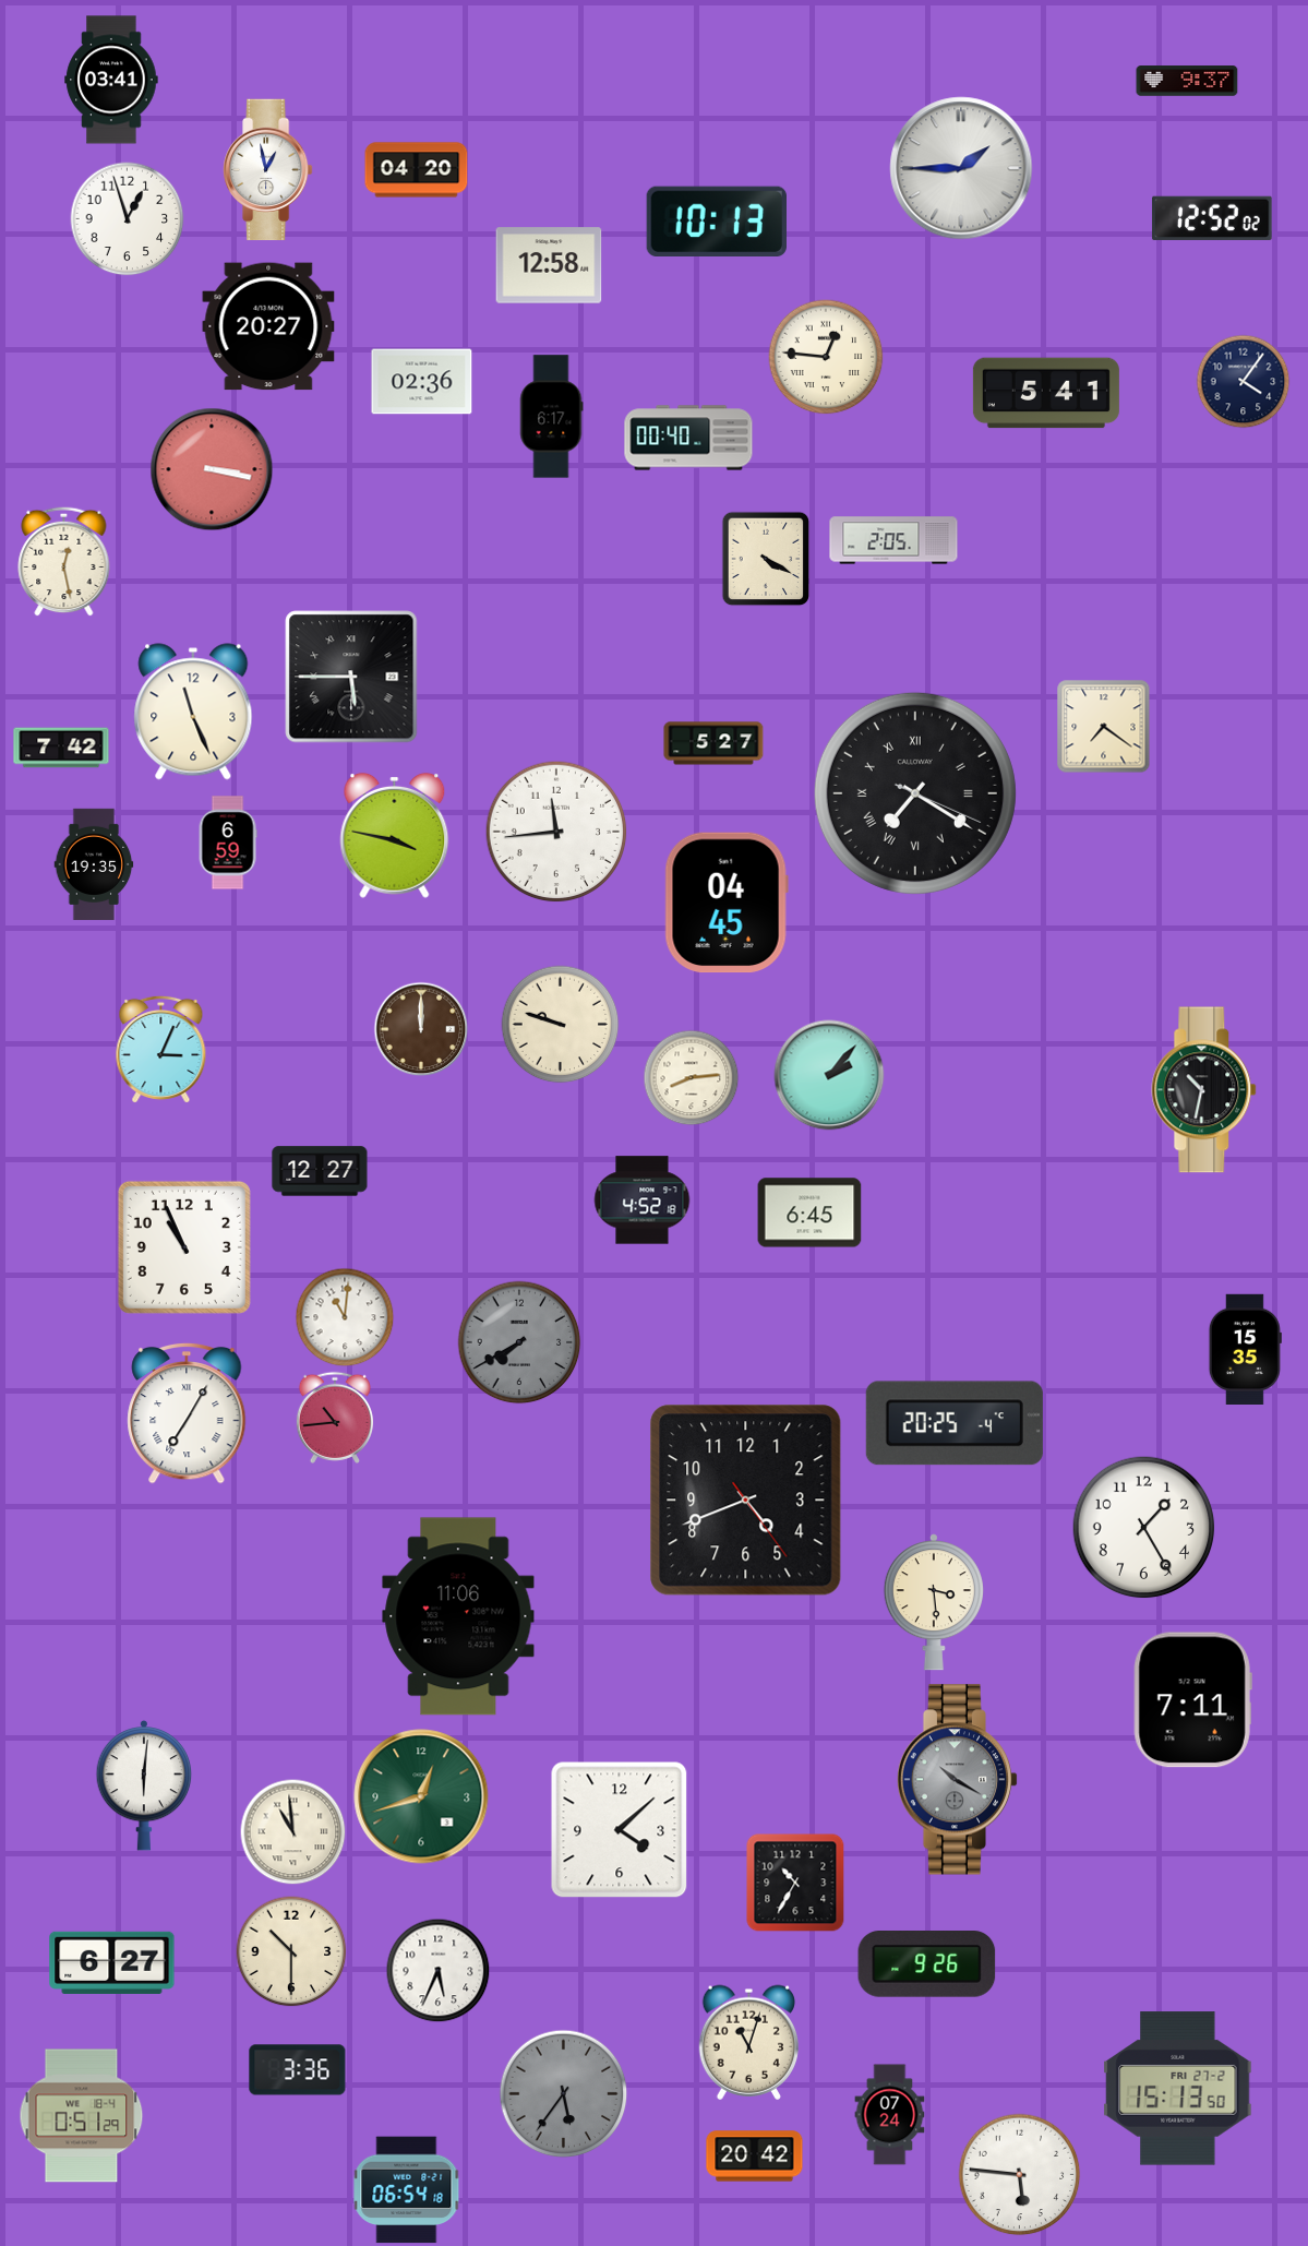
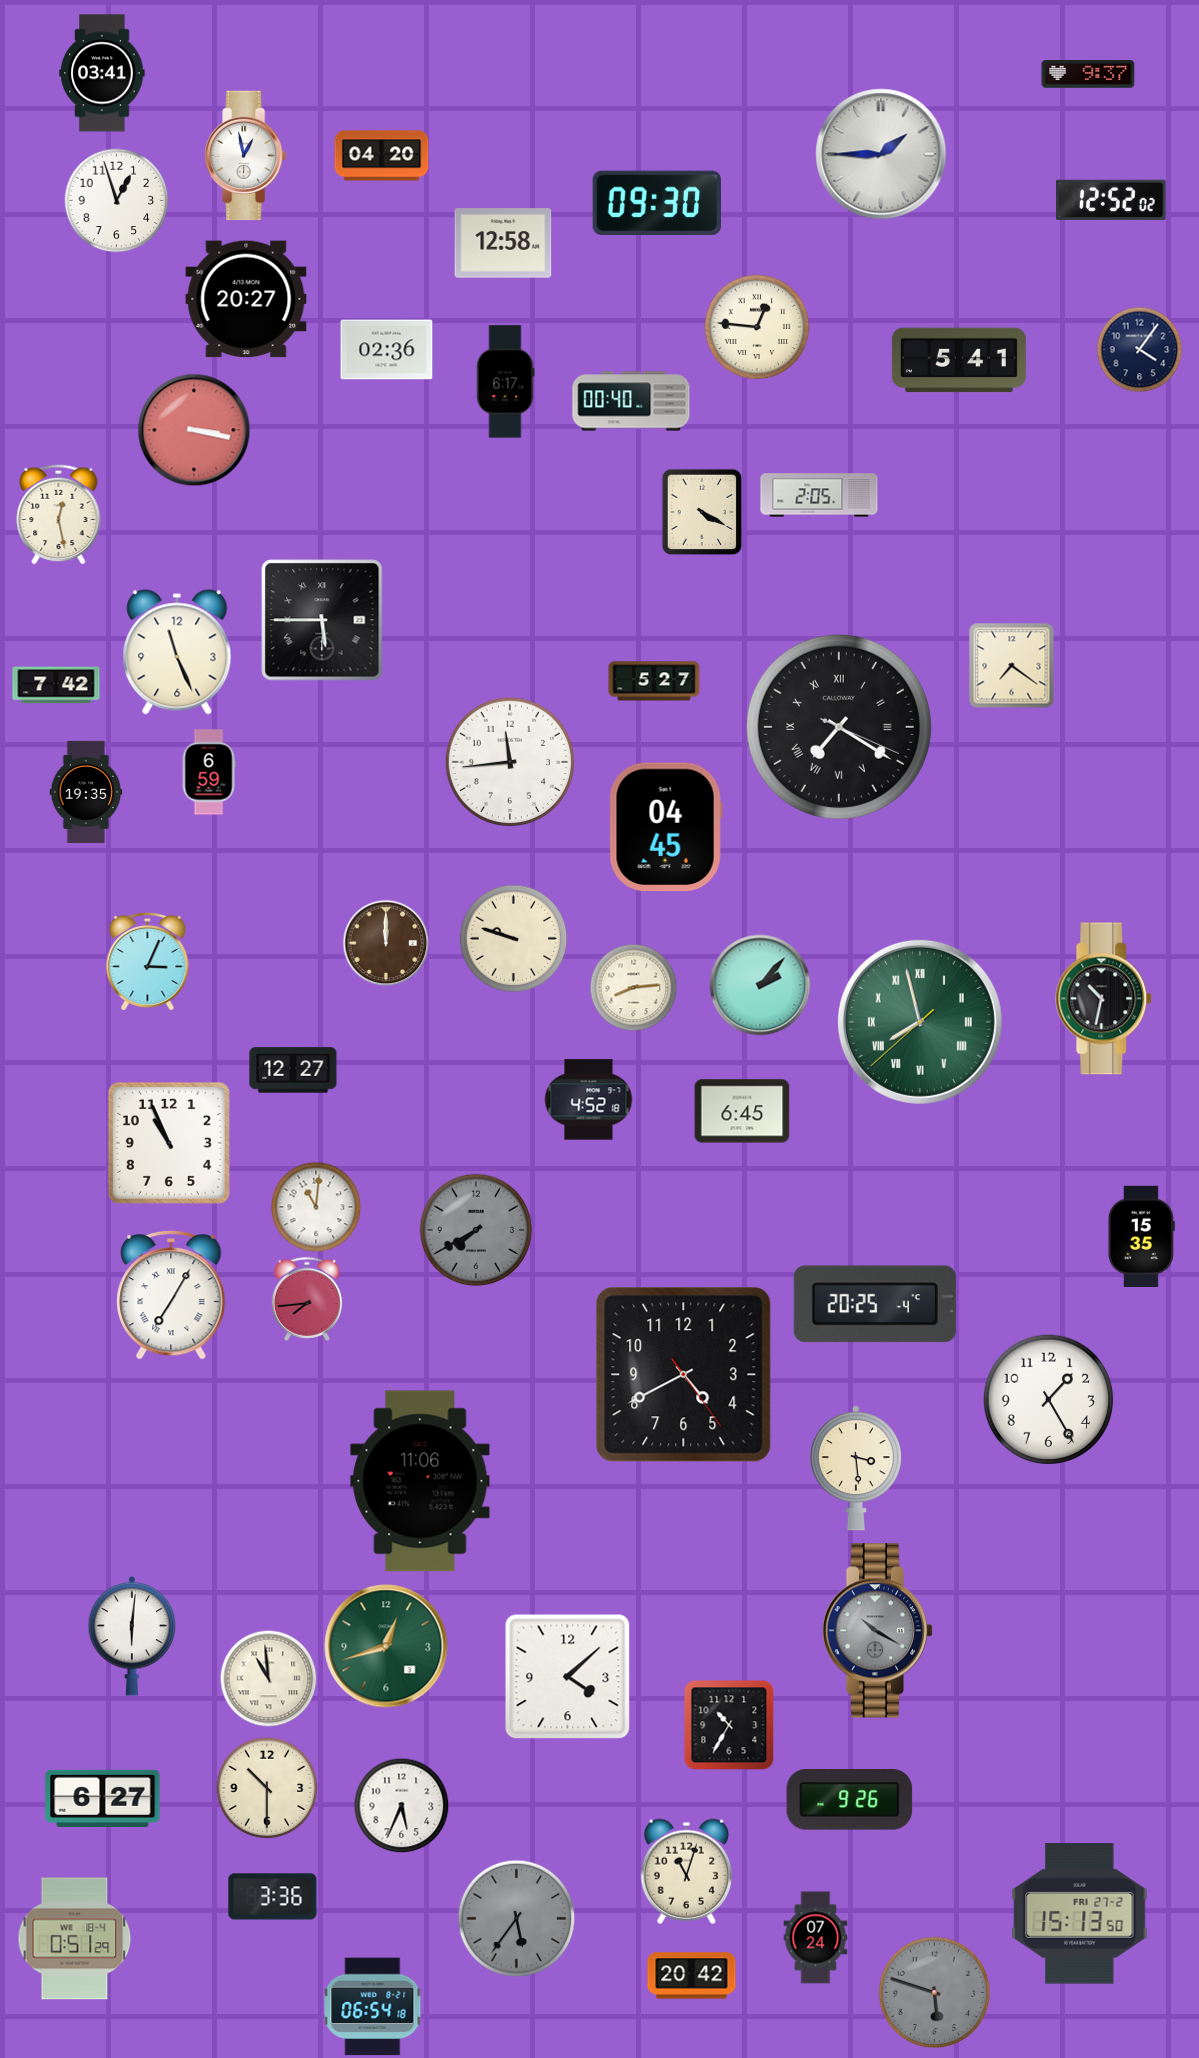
clock at (717, 220): 10:13 -> 09:30
clock at (395, 835): 3:47 -> none
clock at (920, 1022): none -> 7:57
clock at (320, 1171) position: (320, 1171) -> (293, 1070)
clock at (335, 1418): 10:44 -> 7:44
clock at (746, 1501): 4:41 -> 4:40
clock at (1192, 1700): 7:11 -> none
clock at (1020, 2175): 5:46 -> 5:48
clock at (1020, 2175) dial: white -> grey
